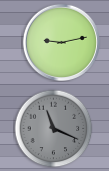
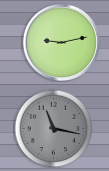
clock at (53, 128): 11:19 -> 11:17
